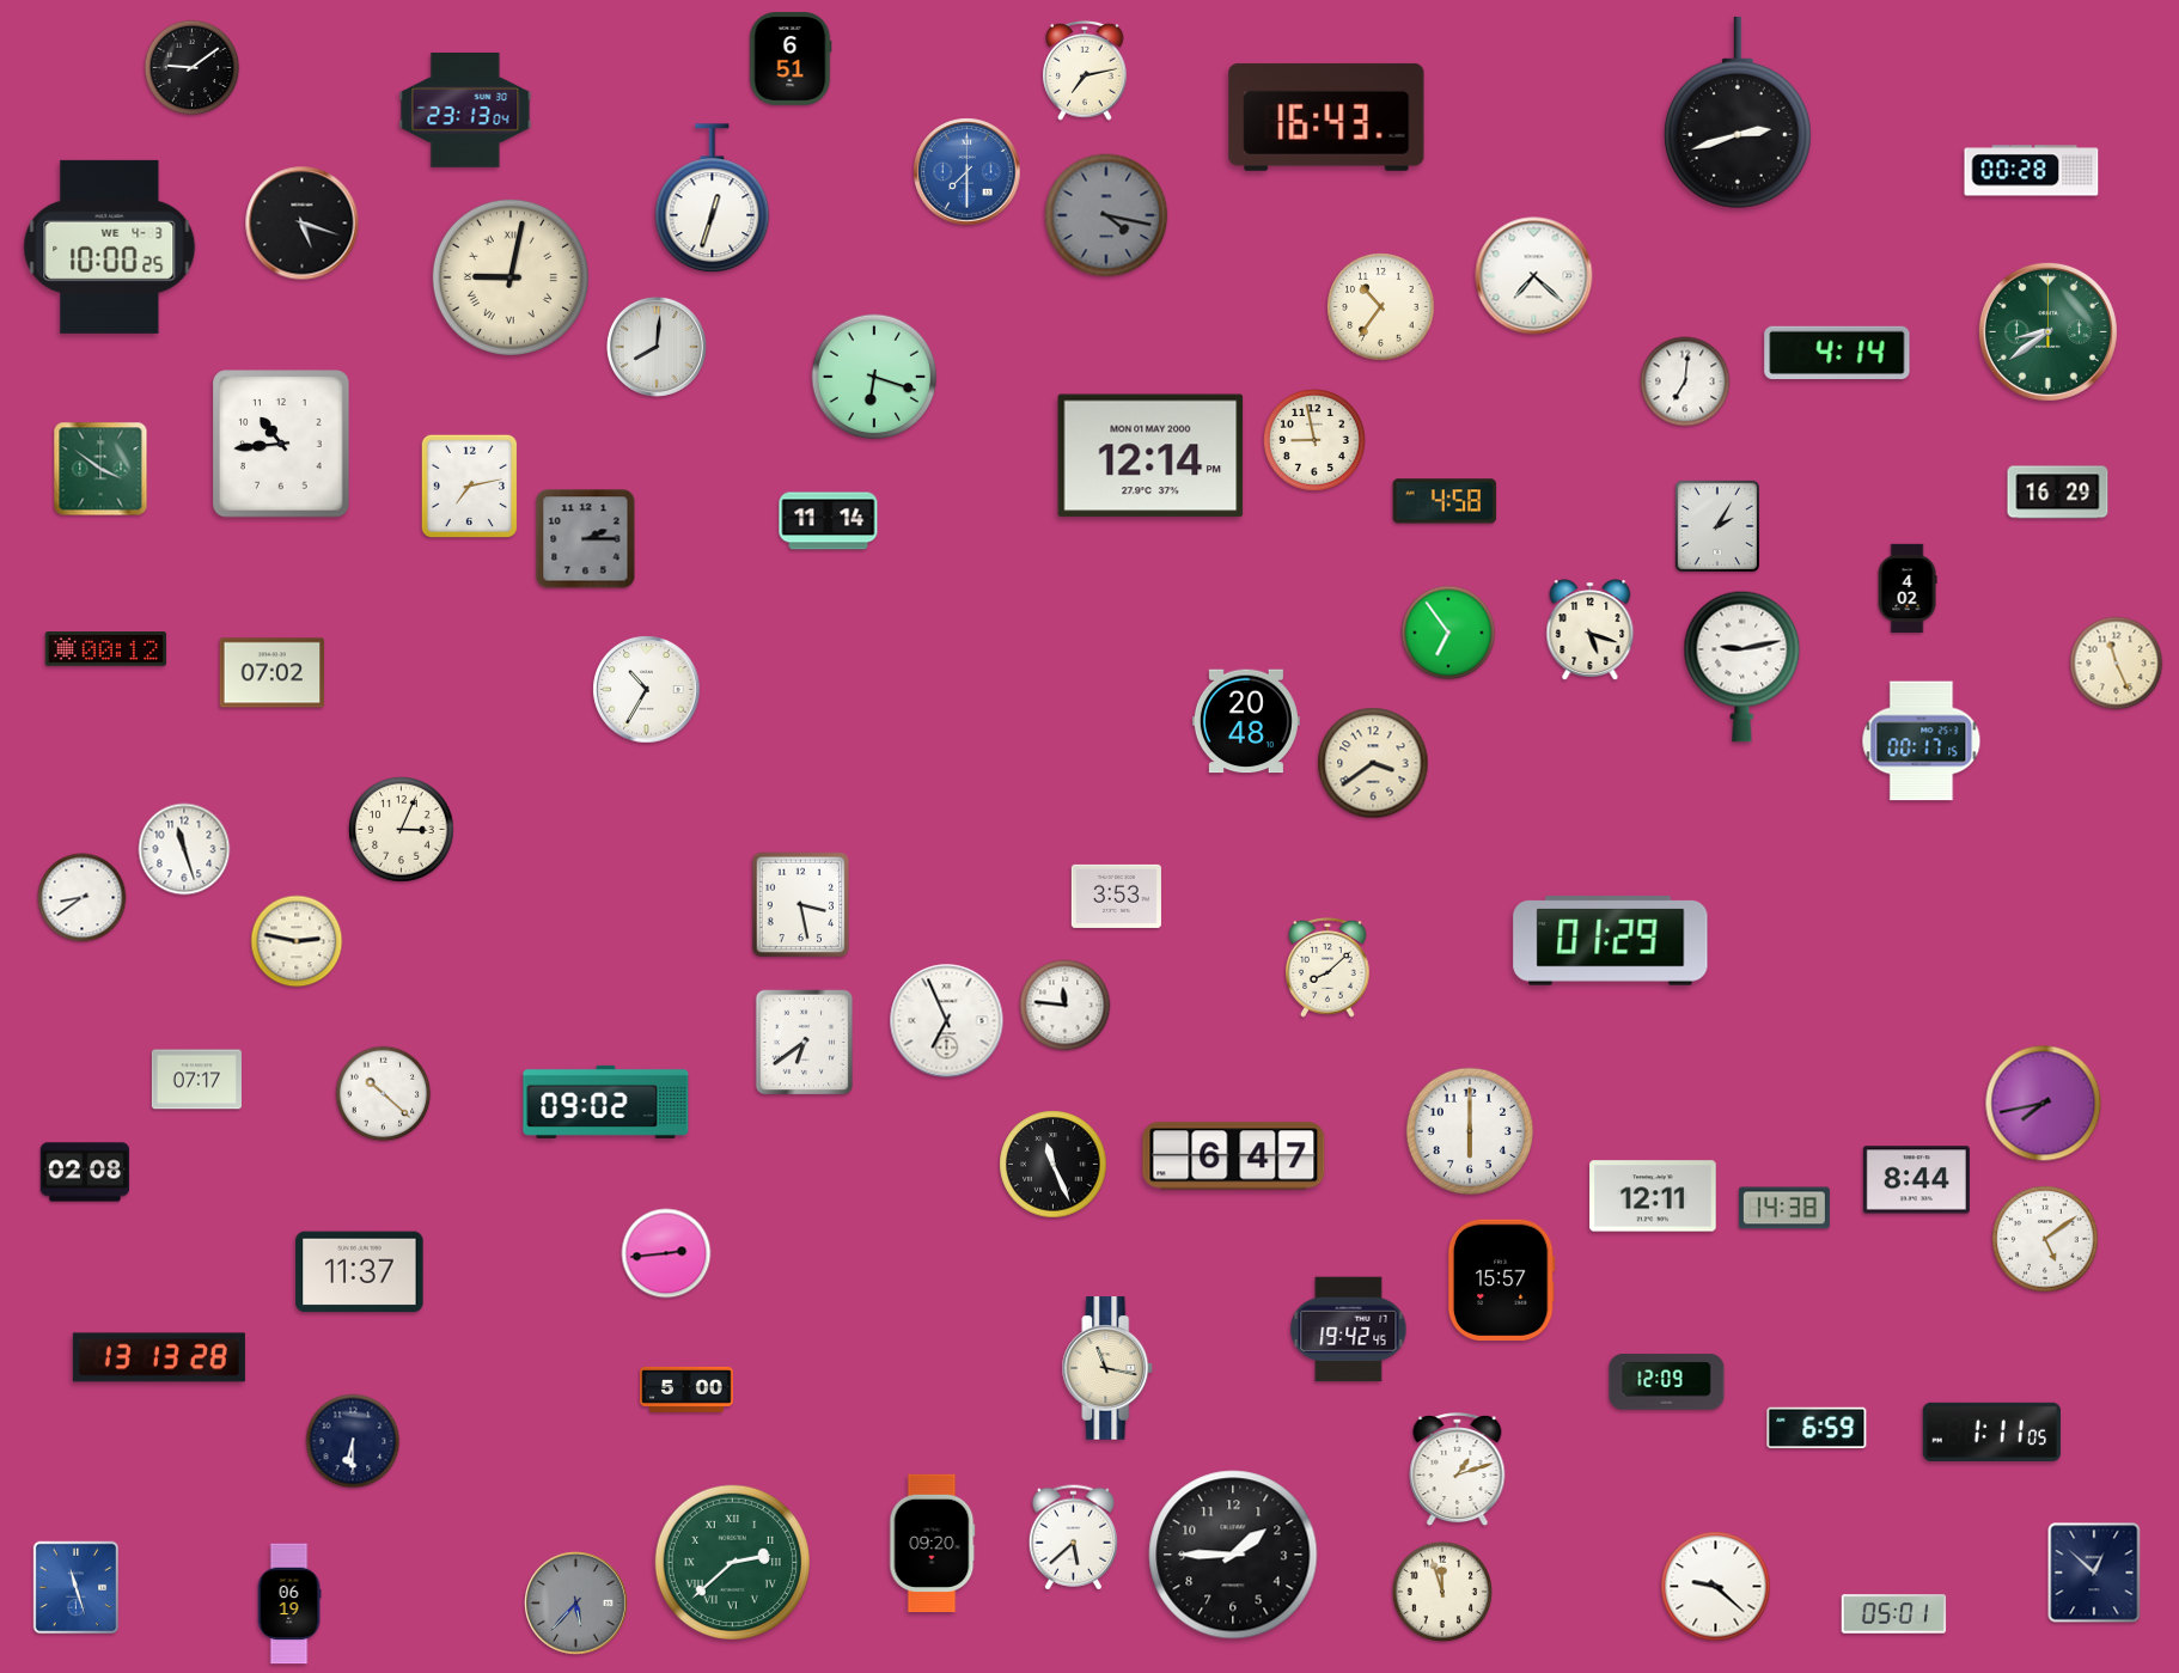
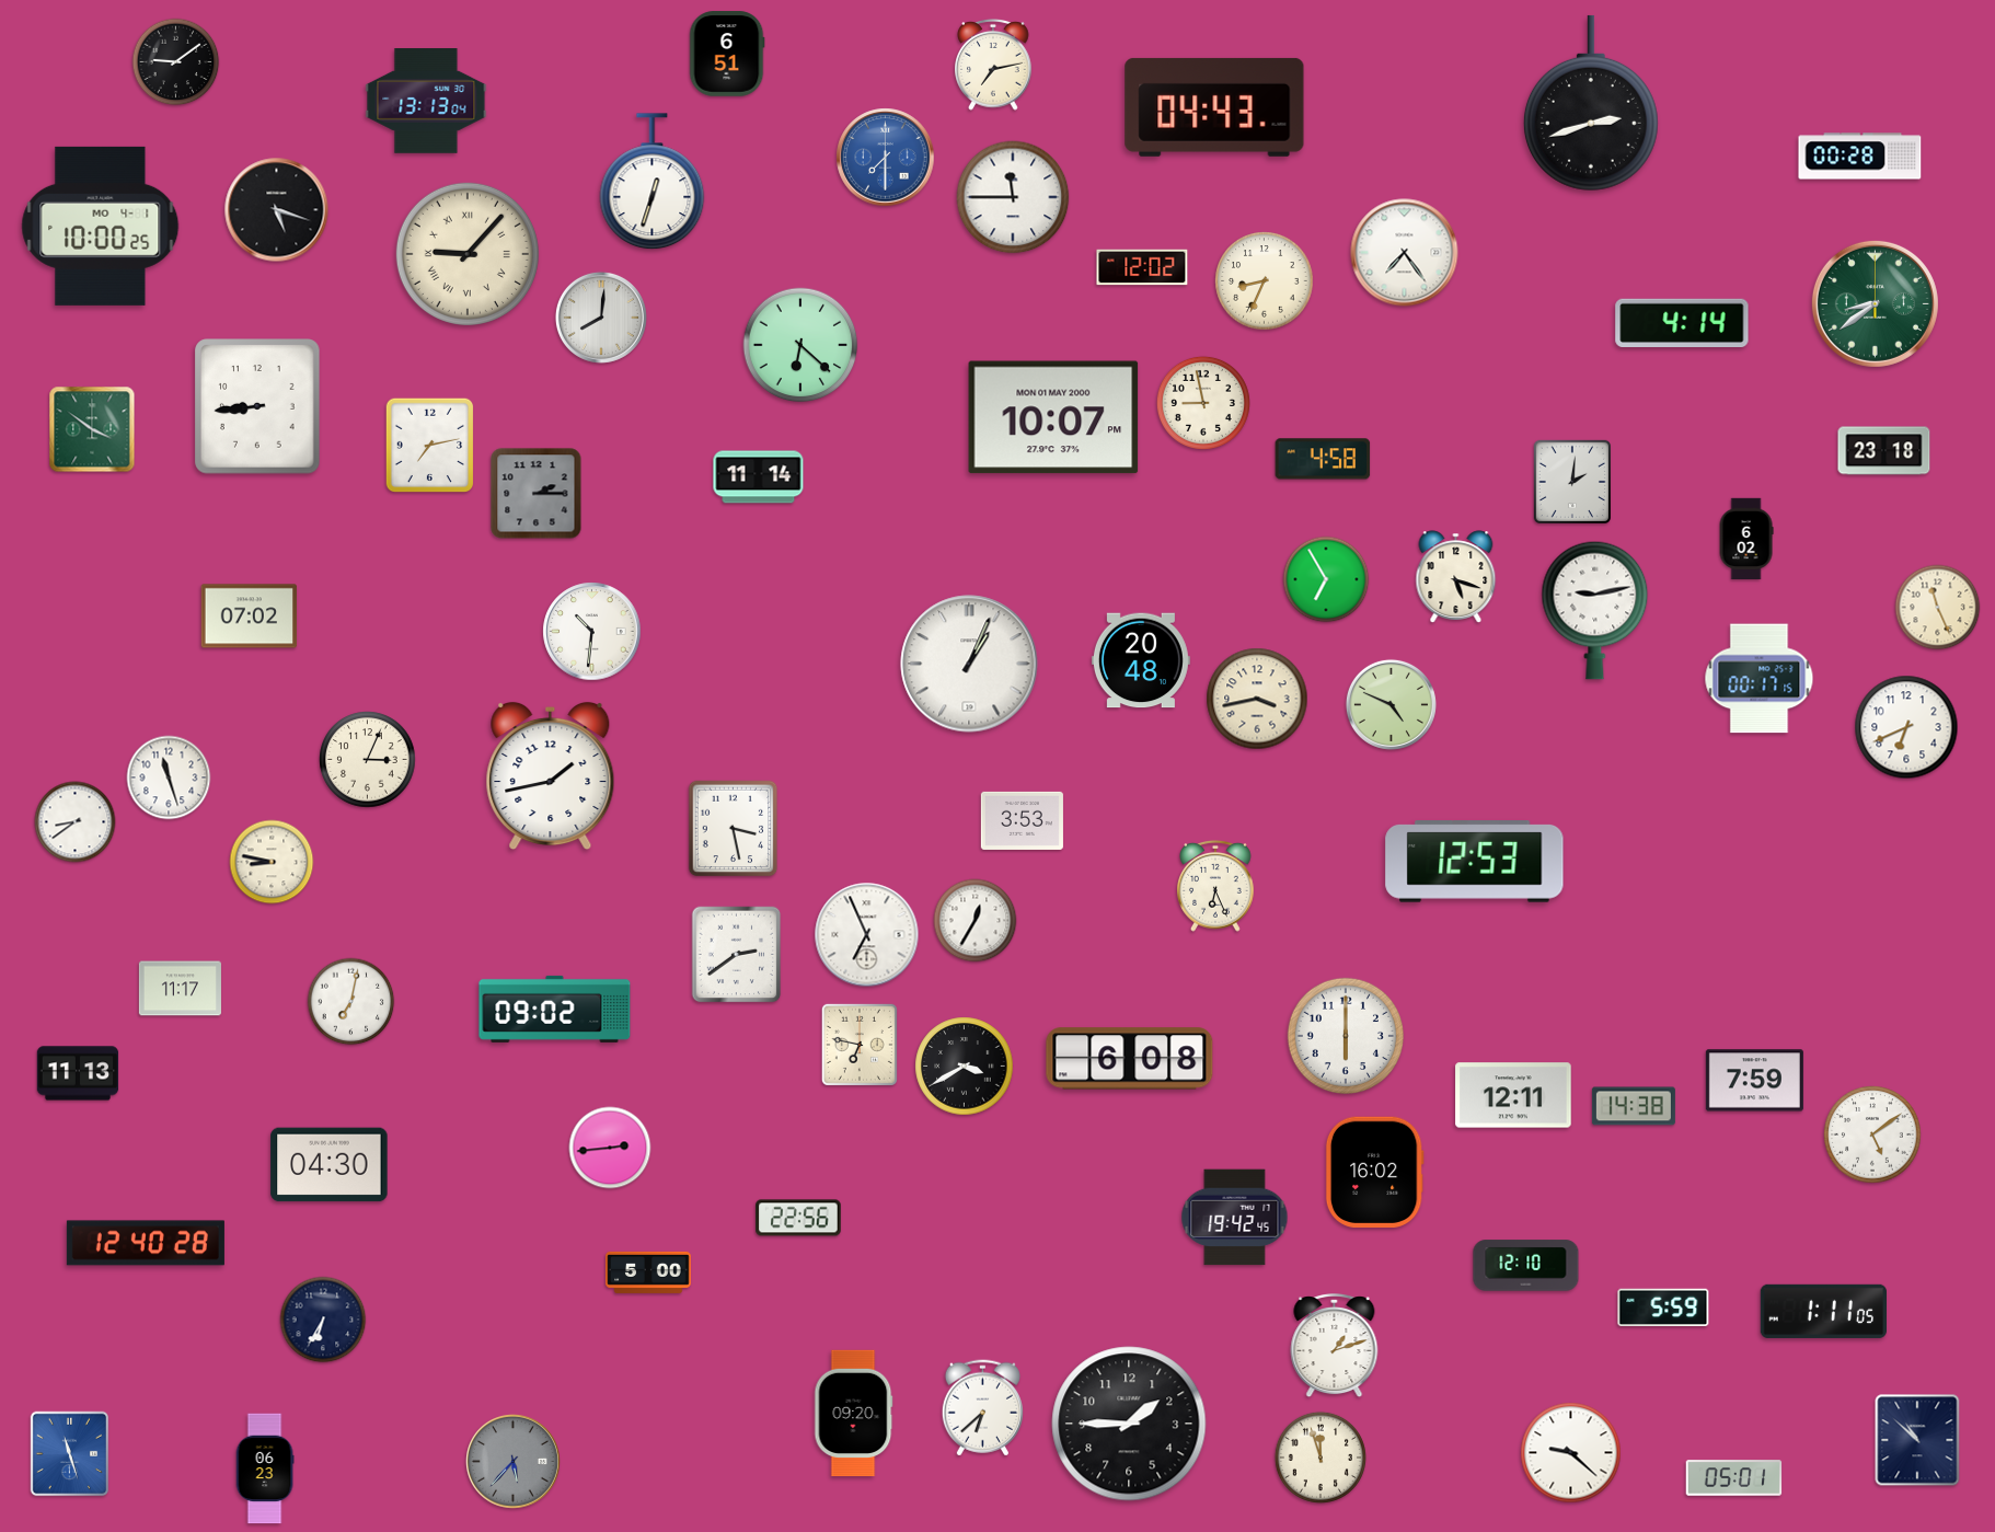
clock at (791, 59) position: (791, 59) -> (727, 54)
clock at (465, 111): 23:13 -> 13:13
clock at (1326, 117): 16:43 -> 04:43
clock at (1106, 215): 4:17 -> 11:45
clock at (1106, 215) dial: grey -> white
clock at (303, 224) position: (303, 224) -> (277, 210)
clock at (110, 246) date: WE 4-3 -> MO 4-1
clock at (1534, 276): 7:22 -> 7:24
clock at (511, 277): 9:02 -> 9:07
clock at (1142, 267): none -> 12:02
clock at (1381, 307): 10:36 -> 8:34
clock at (874, 377): 6:18 -> 6:22
clock at (1685, 381): 7:01 -> none
clock at (281, 444): 10:44 -> 8:44
clock at (1150, 456): 12:14 -> 10:07
clock at (2058, 493): 16:29 -> 23:18
clock at (1716, 525): 2:05 -> 2:01
clock at (1908, 588): 4:02 -> 6:02
clock at (1448, 633): 6:54 -> 6:55
clock at (106, 649): 00:12 -> none
clock at (647, 690): 10:35 -> 10:31
clock at (969, 664): none -> 1:04
clock at (1373, 763): 3:39 -> 3:43
clock at (1391, 704): none -> 4:49
clock at (1906, 727): none -> 6:41
clock at (551, 776): none -> 1:43
clock at (297, 941): 2:47 -> 8:47
clock at (1611, 941): 01:29 -> 12:53
clock at (1327, 967): 8:08 -> 6:26
clock at (1066, 1006): 11:46 -> 12:35
clock at (805, 1043): 6:39 -> 2:39
clock at (196, 1080): 07:17 -> 11:17
clock at (384, 1094): 10:22 -> 7:02
clock at (2044, 1104): 7:43 -> none
clock at (860, 1045): none -> 6:47
clock at (1234, 1156): 6:47 -> 6:08
clock at (1054, 1165): 11:26 -> 3:40
clock at (85, 1172): 02:08 -> 11:13
clock at (1916, 1180): 8:44 -> 7:59
clock at (360, 1272): 11:37 -> 04:30
clock at (1501, 1280): 15:57 -> 16:02
clock at (798, 1218): none -> 22:56
clock at (159, 1357): 13:13 -> 12:40
clock at (1107, 1368): 11:17 -> none
clock at (1667, 1382): 12:09 -> 12:10
clock at (686, 1390) position: (686, 1390) -> (648, 1272)
clock at (1817, 1428): 6:59 -> 5:59
clock at (353, 1441): 6:30 -> 6:35
clock at (1073, 1538): 5:38 -> 6:38
clock at (732, 1562): 2:38 -> none
clock at (2094, 1573): 12:52 -> 10:52
clock at (289, 1604): 06:19 -> 06:23
clock at (576, 1604) position: (576, 1604) -> (514, 1462)
